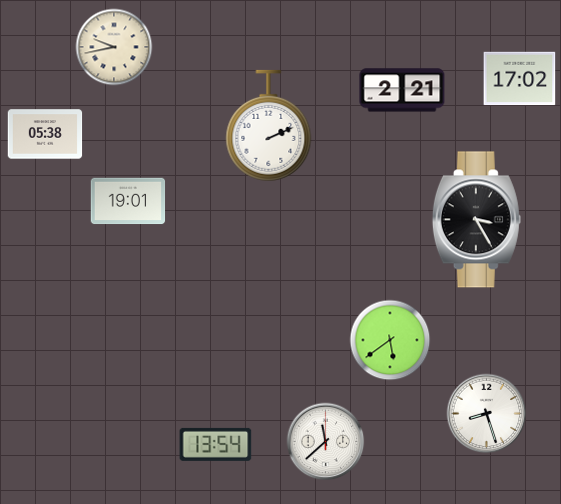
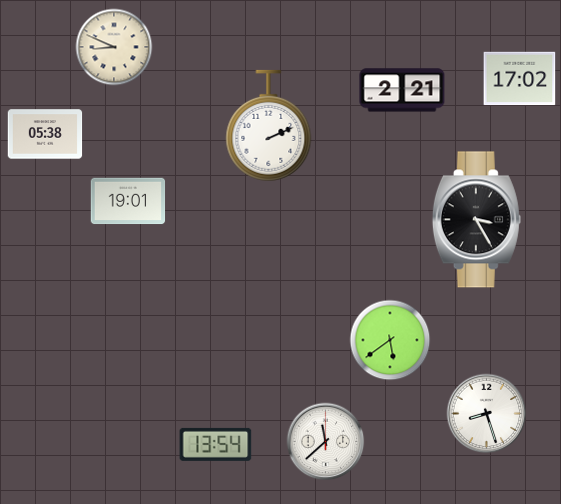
clock at (114, 47): 9:43 -> 8:49
